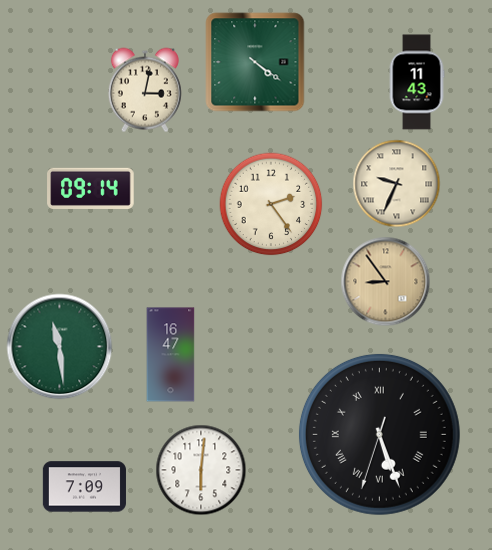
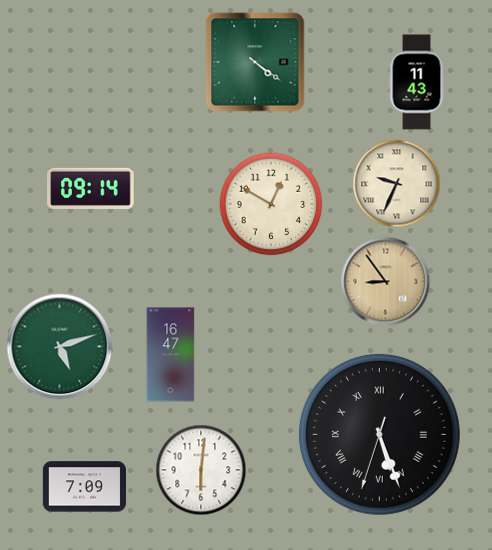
clock at (145, 90): 3:02 -> none
clock at (271, 204): 2:24 -> 12:50
clock at (60, 347): 11:29 -> 5:12
